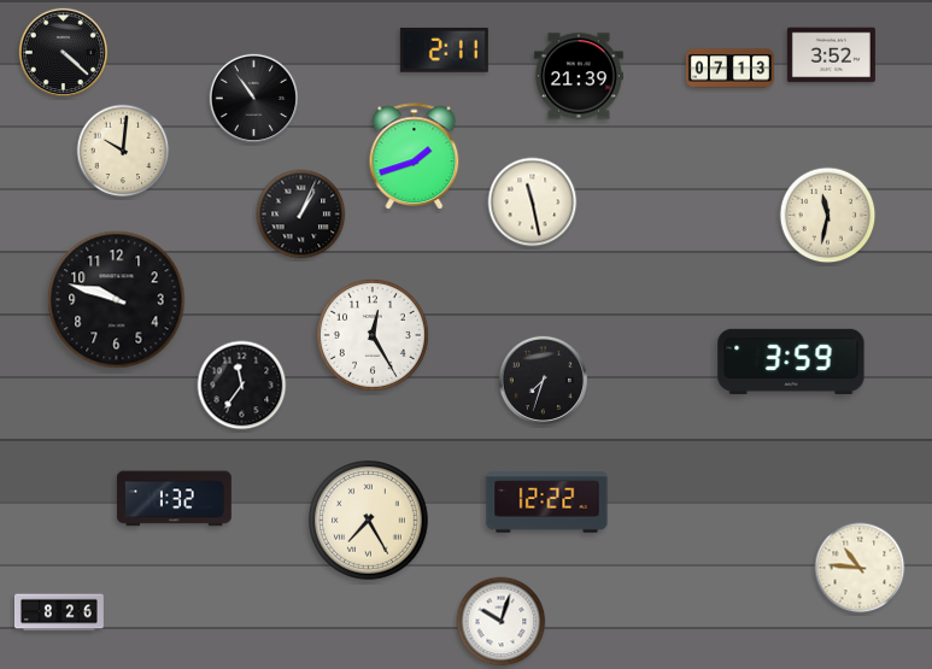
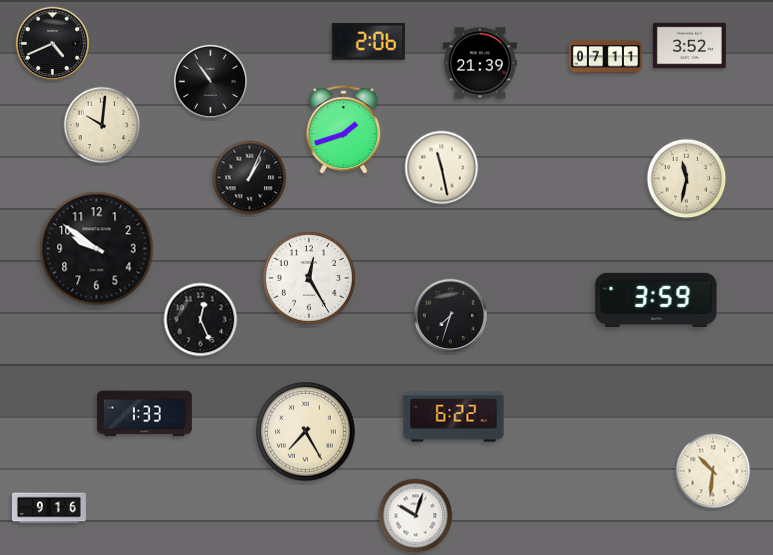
clock at (444, 49): 2:11 -> 2:06
clock at (63, 52): 4:22 -> 4:41
clock at (729, 69): 07:13 -> 07:11
clock at (117, 300): 9:48 -> 9:51
clock at (242, 386): 11:36 -> 12:26
clock at (174, 499): 1:32 -> 1:33
clock at (547, 503): 12:22 -> 6:22
clock at (860, 568): 10:46 -> 10:31
clock at (59, 612): 8:26 -> 9:16
